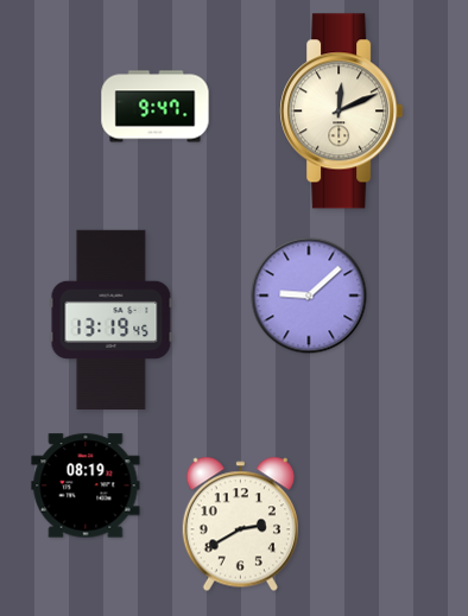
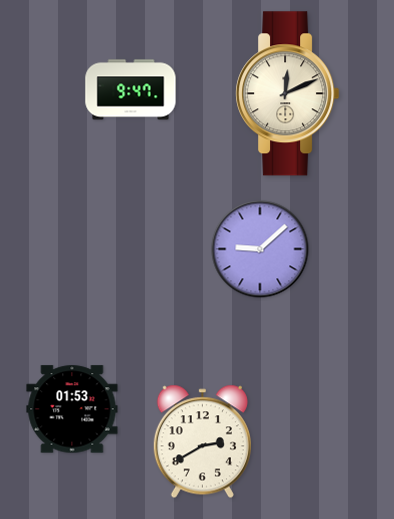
clock at (112, 319): 13:19 -> none
clock at (86, 485): 08:19 -> 01:53
